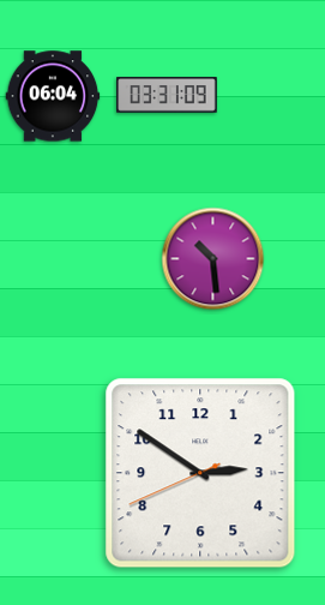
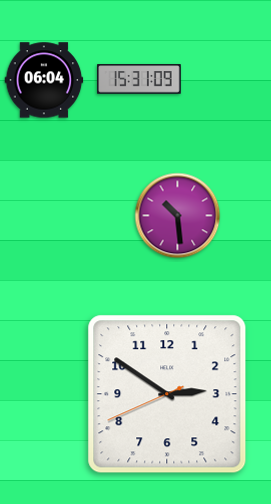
clock at (167, 95): 03:31 -> 15:31
